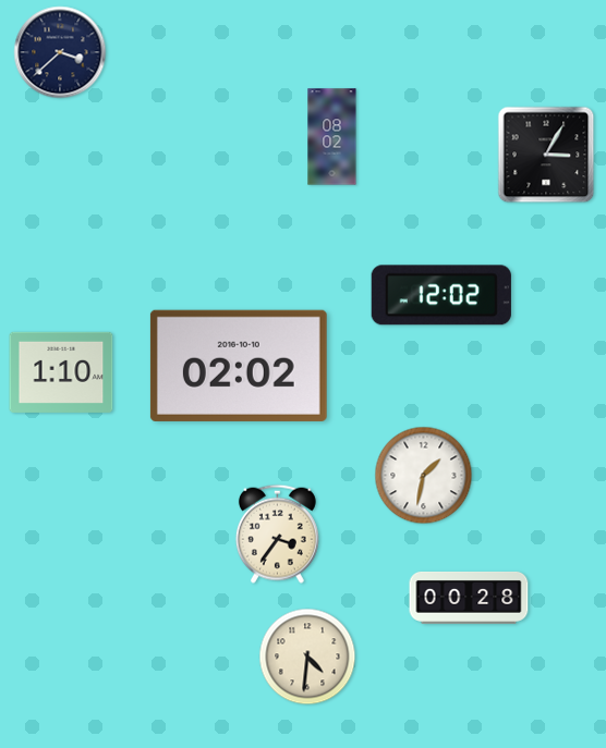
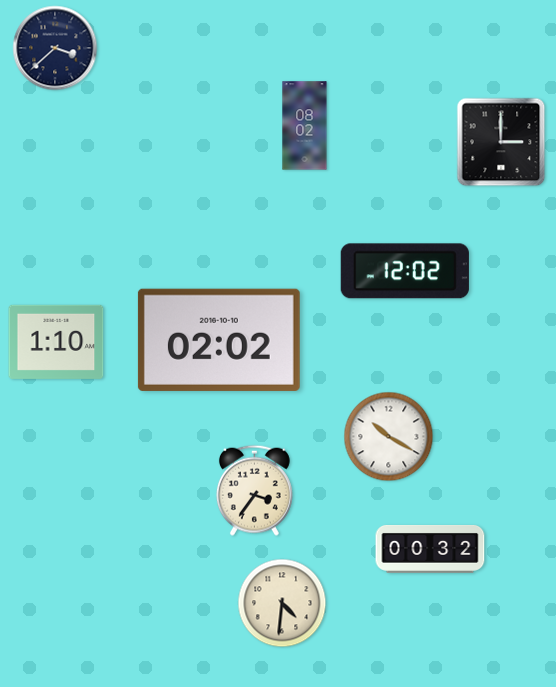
clock at (546, 155): 3:05 -> 3:00
clock at (239, 366) position: (239, 366) -> (219, 340)
clock at (424, 476): 1:32 -> 10:20
clock at (469, 598): 00:28 -> 00:32
